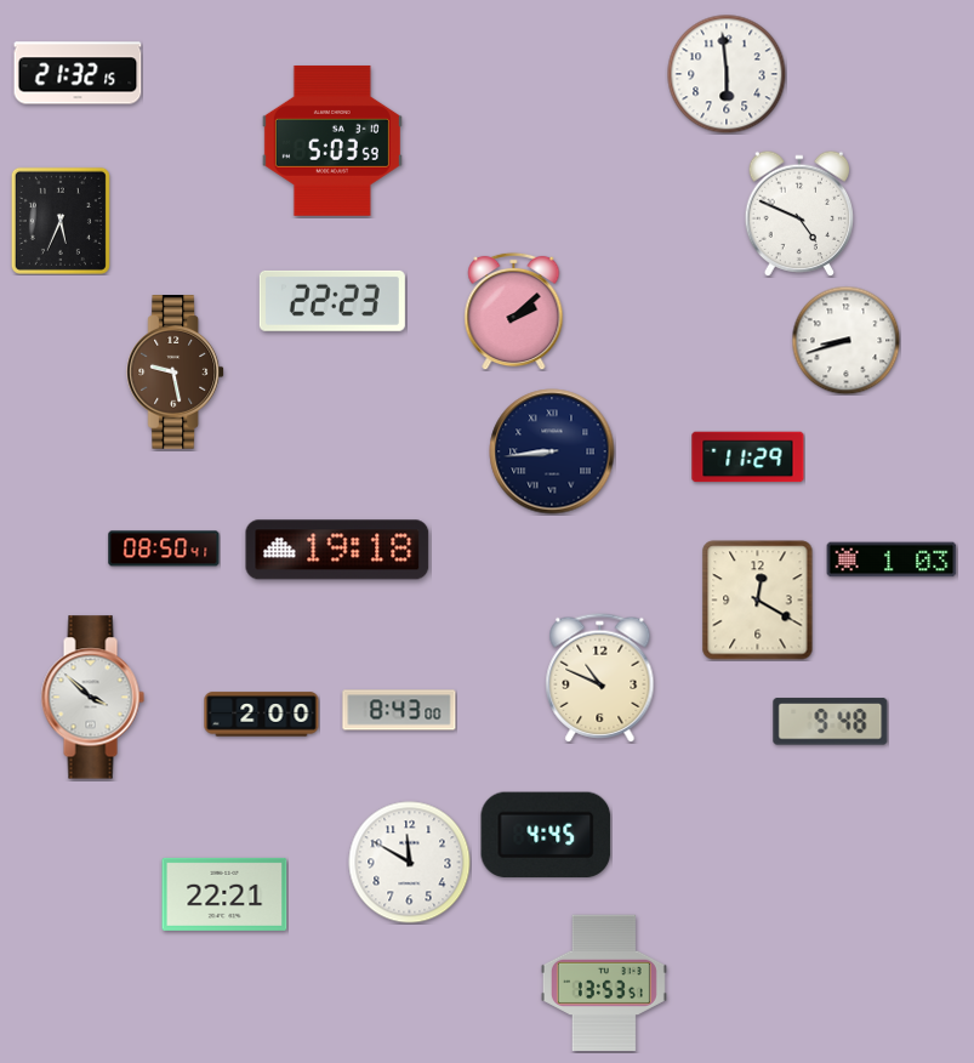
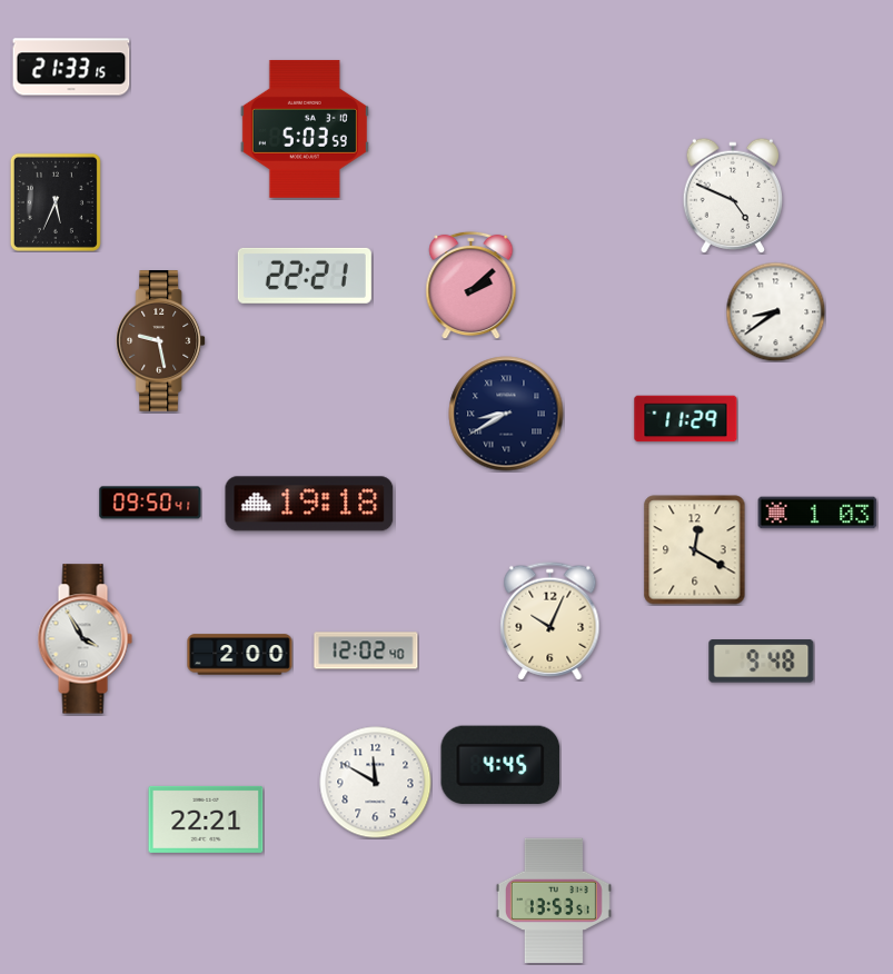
clock at (78, 73): 21:32 -> 21:33
clock at (727, 74): 5:59 -> none
clock at (332, 301): 22:23 -> 22:21
clock at (845, 340): 8:42 -> 8:39
clock at (552, 451): 8:44 -> 8:40
clock at (164, 548): 08:50 -> 09:50
clock at (600, 678): 10:49 -> 10:04
clock at (92, 698): 3:52 -> 3:55
clock at (399, 710): 8:43 -> 12:02
clock at (410, 863) position: (410, 863) -> (376, 783)
